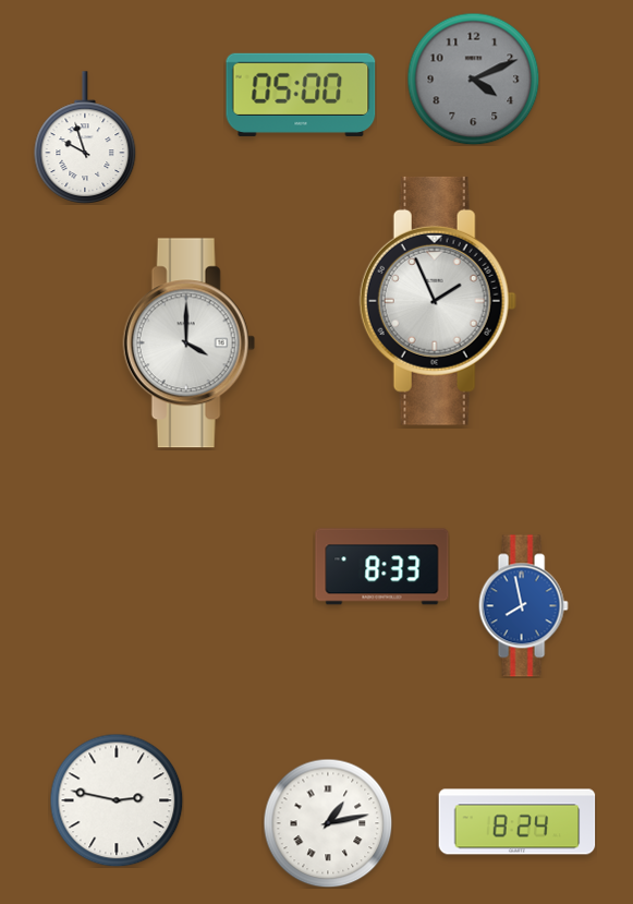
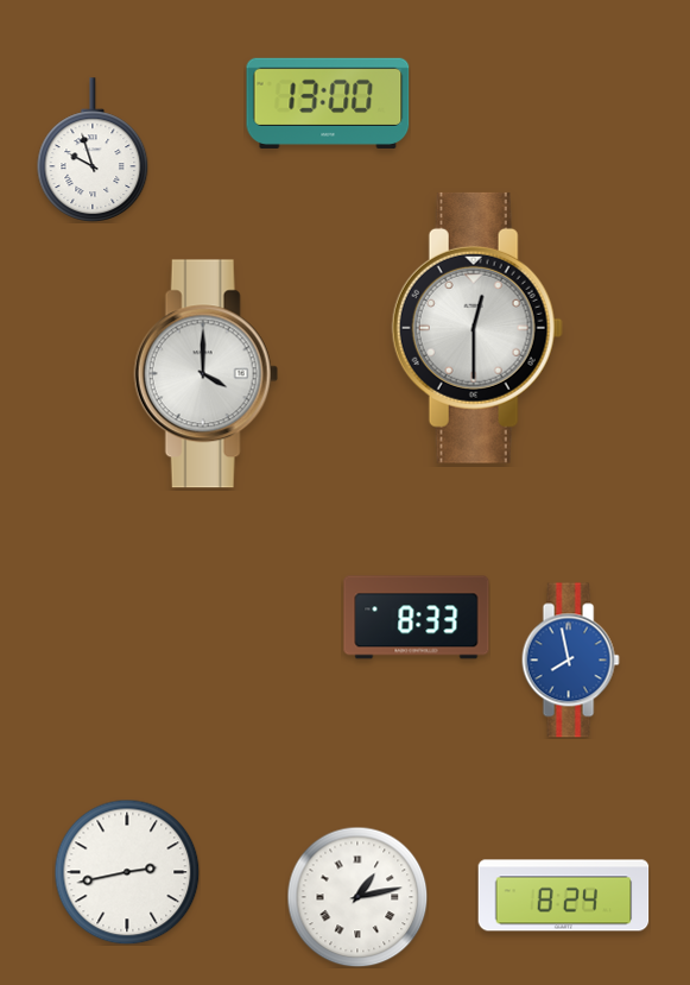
clock at (473, 79): 4:11 -> none
clock at (301, 95): 05:00 -> 13:00
clock at (438, 301): 1:56 -> 12:30
clock at (117, 800): 2:47 -> 2:43
